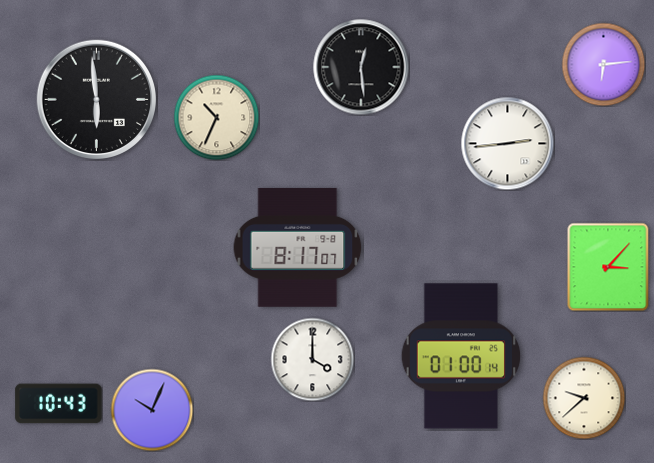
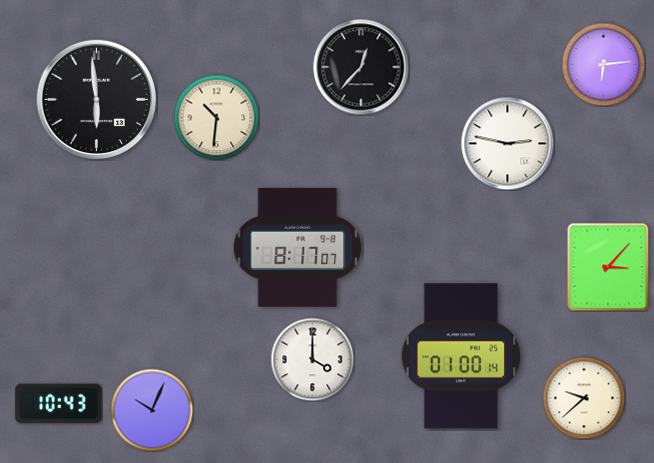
clock at (361, 67): 12:29 -> 12:37
clock at (216, 117): 10:34 -> 10:31
clock at (507, 143): 2:44 -> 2:47
